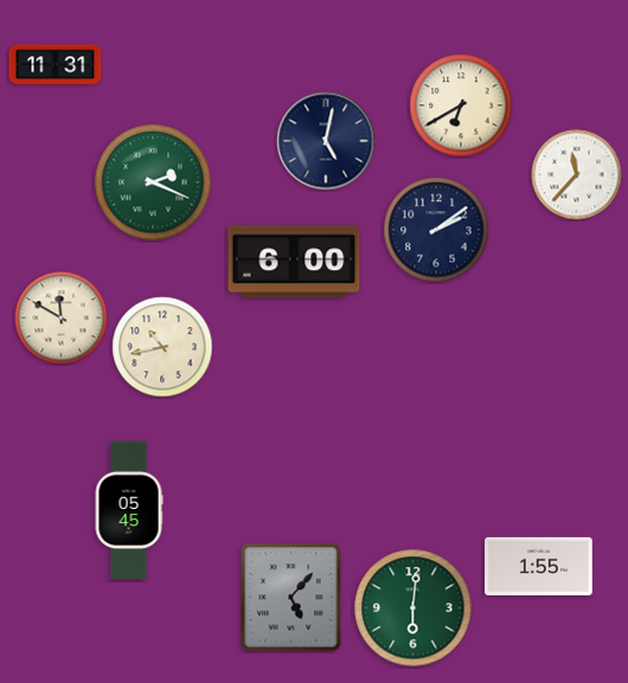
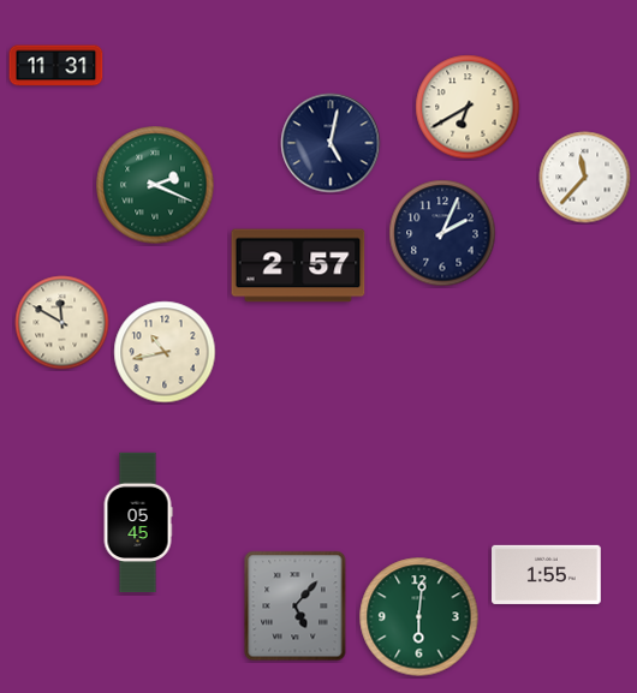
clock at (436, 230): 2:09 -> 2:04
clock at (294, 262): 6:00 -> 2:57
clock at (129, 510) position: (129, 510) -> (138, 522)
